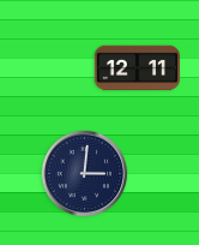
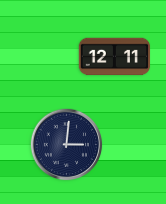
clock at (85, 174) position: (85, 174) -> (67, 145)
